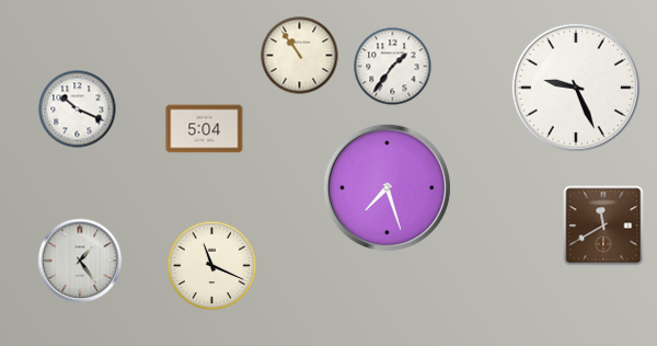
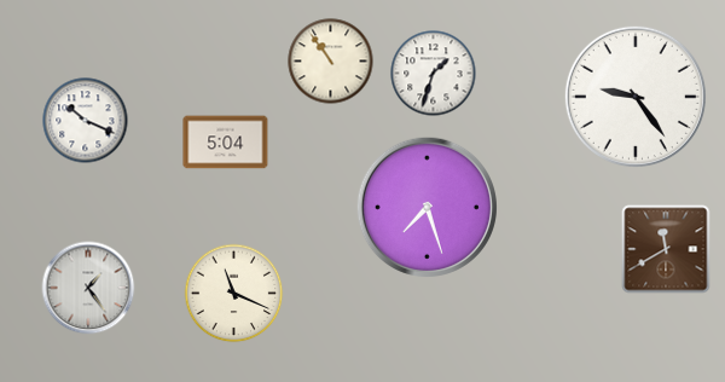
clock at (393, 67): 1:36 -> 1:33
clock at (576, 88): 9:26 -> 9:24
